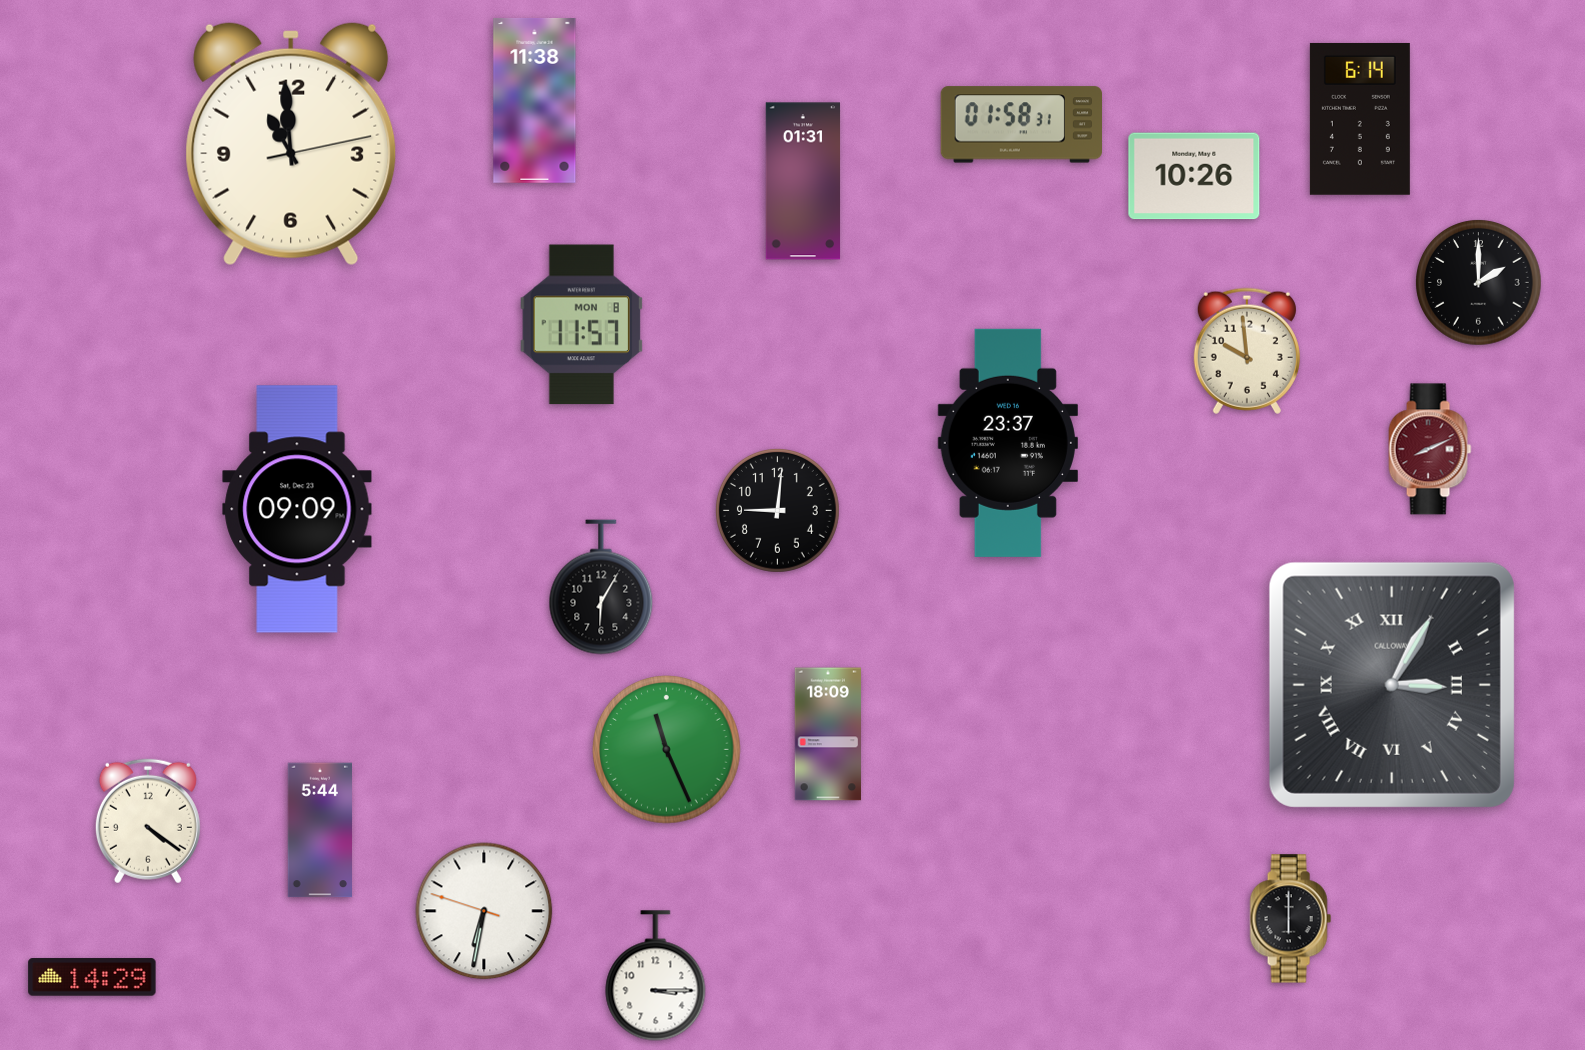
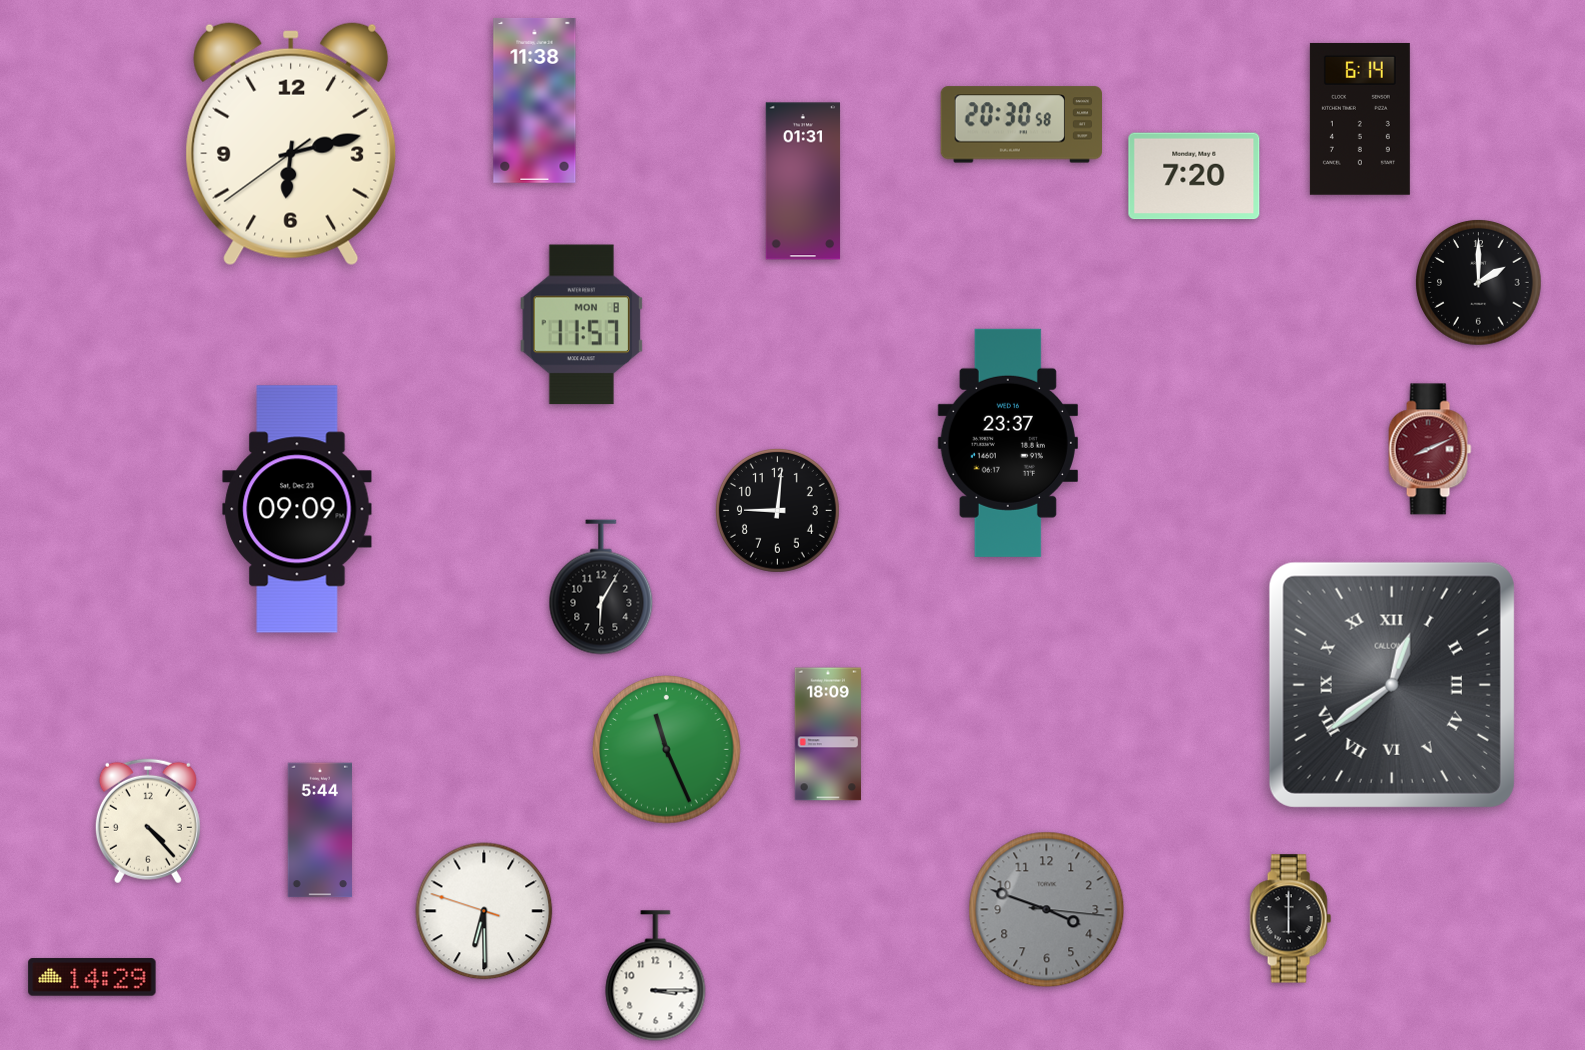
clock at (1021, 125): 01:58 -> 20:30
clock at (291, 144): 10:59 -> 6:12
clock at (1194, 176): 10:26 -> 7:20
clock at (1247, 351): 9:59 -> none
clock at (1392, 685): 3:05 -> 12:39
clock at (148, 821): 4:21 -> 4:23
clock at (1047, 910): none -> 3:48
clock at (484, 911): 6:31 -> 6:29
